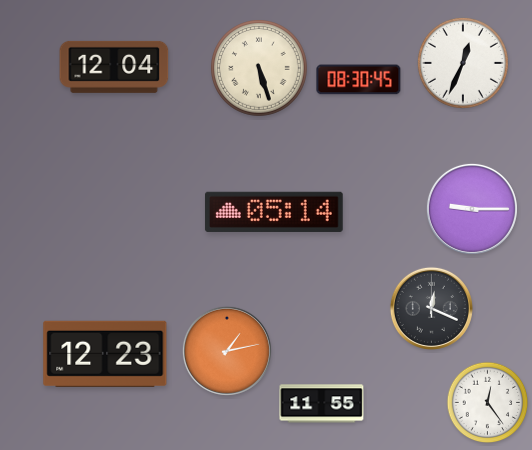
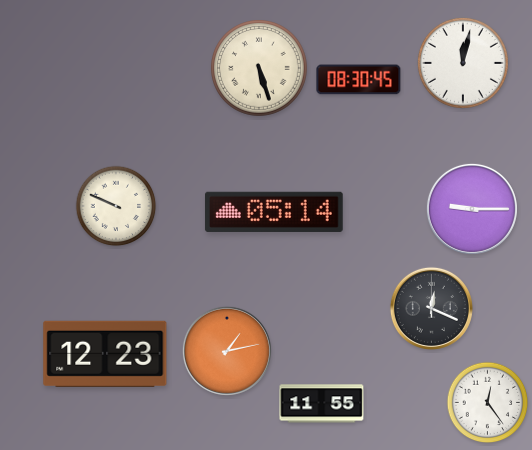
clock at (463, 63): 12:34 -> 12:02
clock at (114, 67): 12:04 -> none
clock at (116, 206): none -> 9:49
